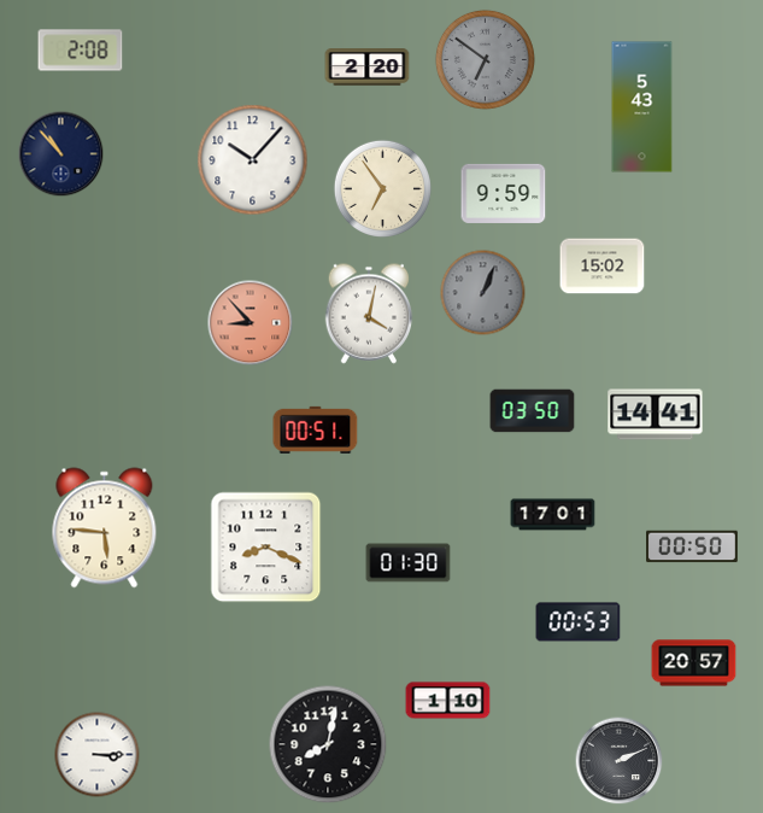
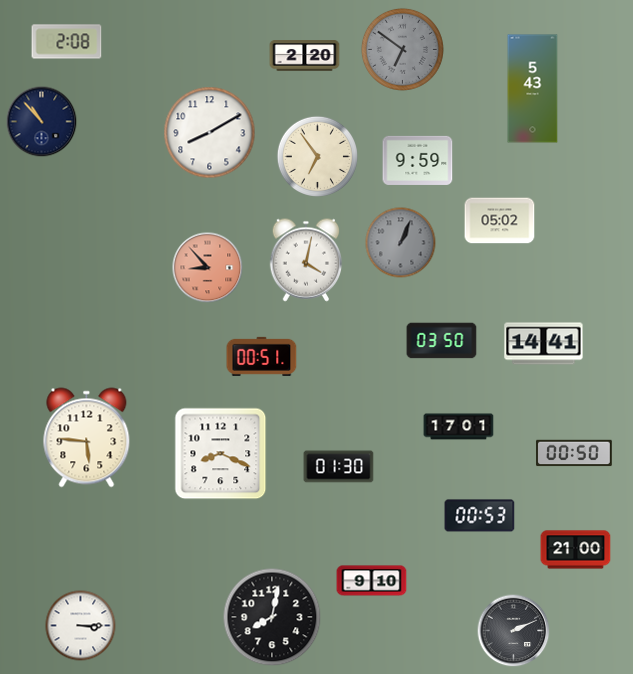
clock at (61, 154) position: (61, 154) -> (42, 122)
clock at (253, 160): 10:07 -> 8:10
clock at (603, 267): 15:02 -> 05:02
clock at (694, 663): 20:57 -> 21:00
clock at (448, 701): 1:10 -> 9:10
